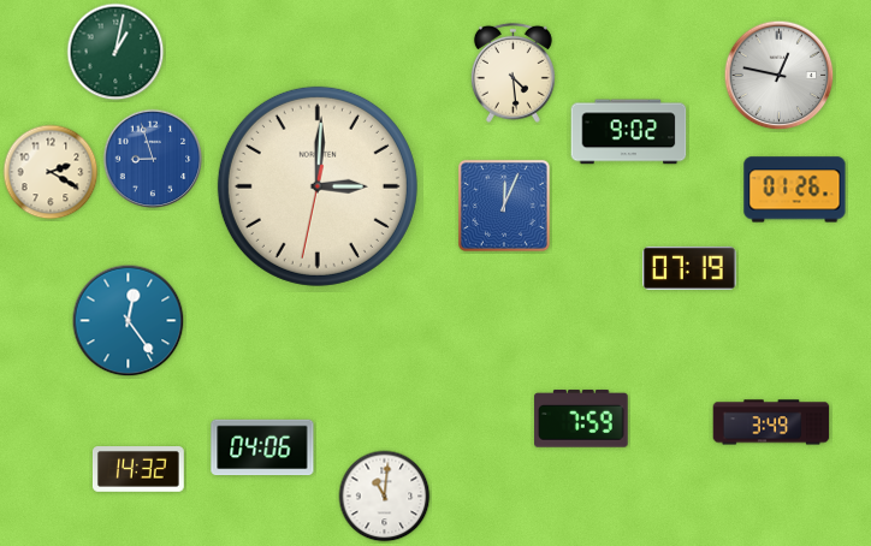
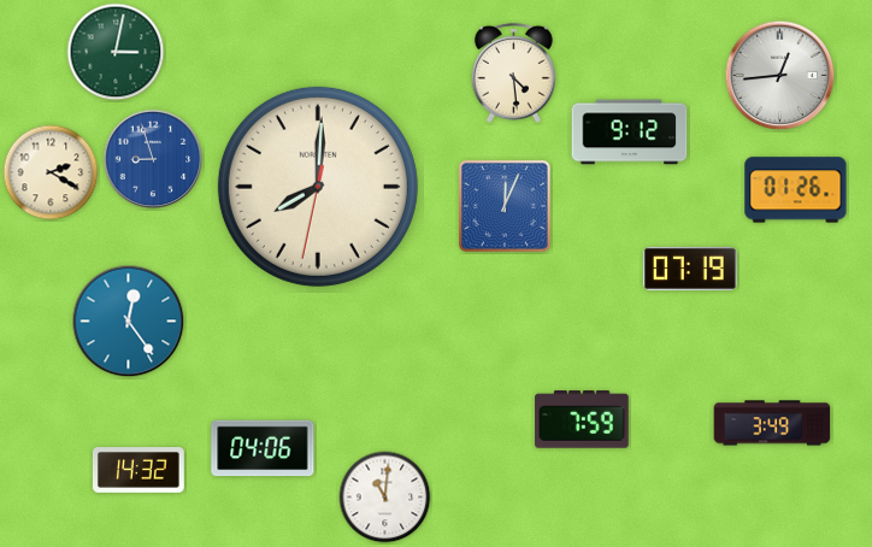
clock at (115, 52): 1:02 -> 3:02
clock at (780, 76): 12:47 -> 12:44
clock at (629, 132): 9:02 -> 9:12
clock at (318, 186): 3:00 -> 8:00
